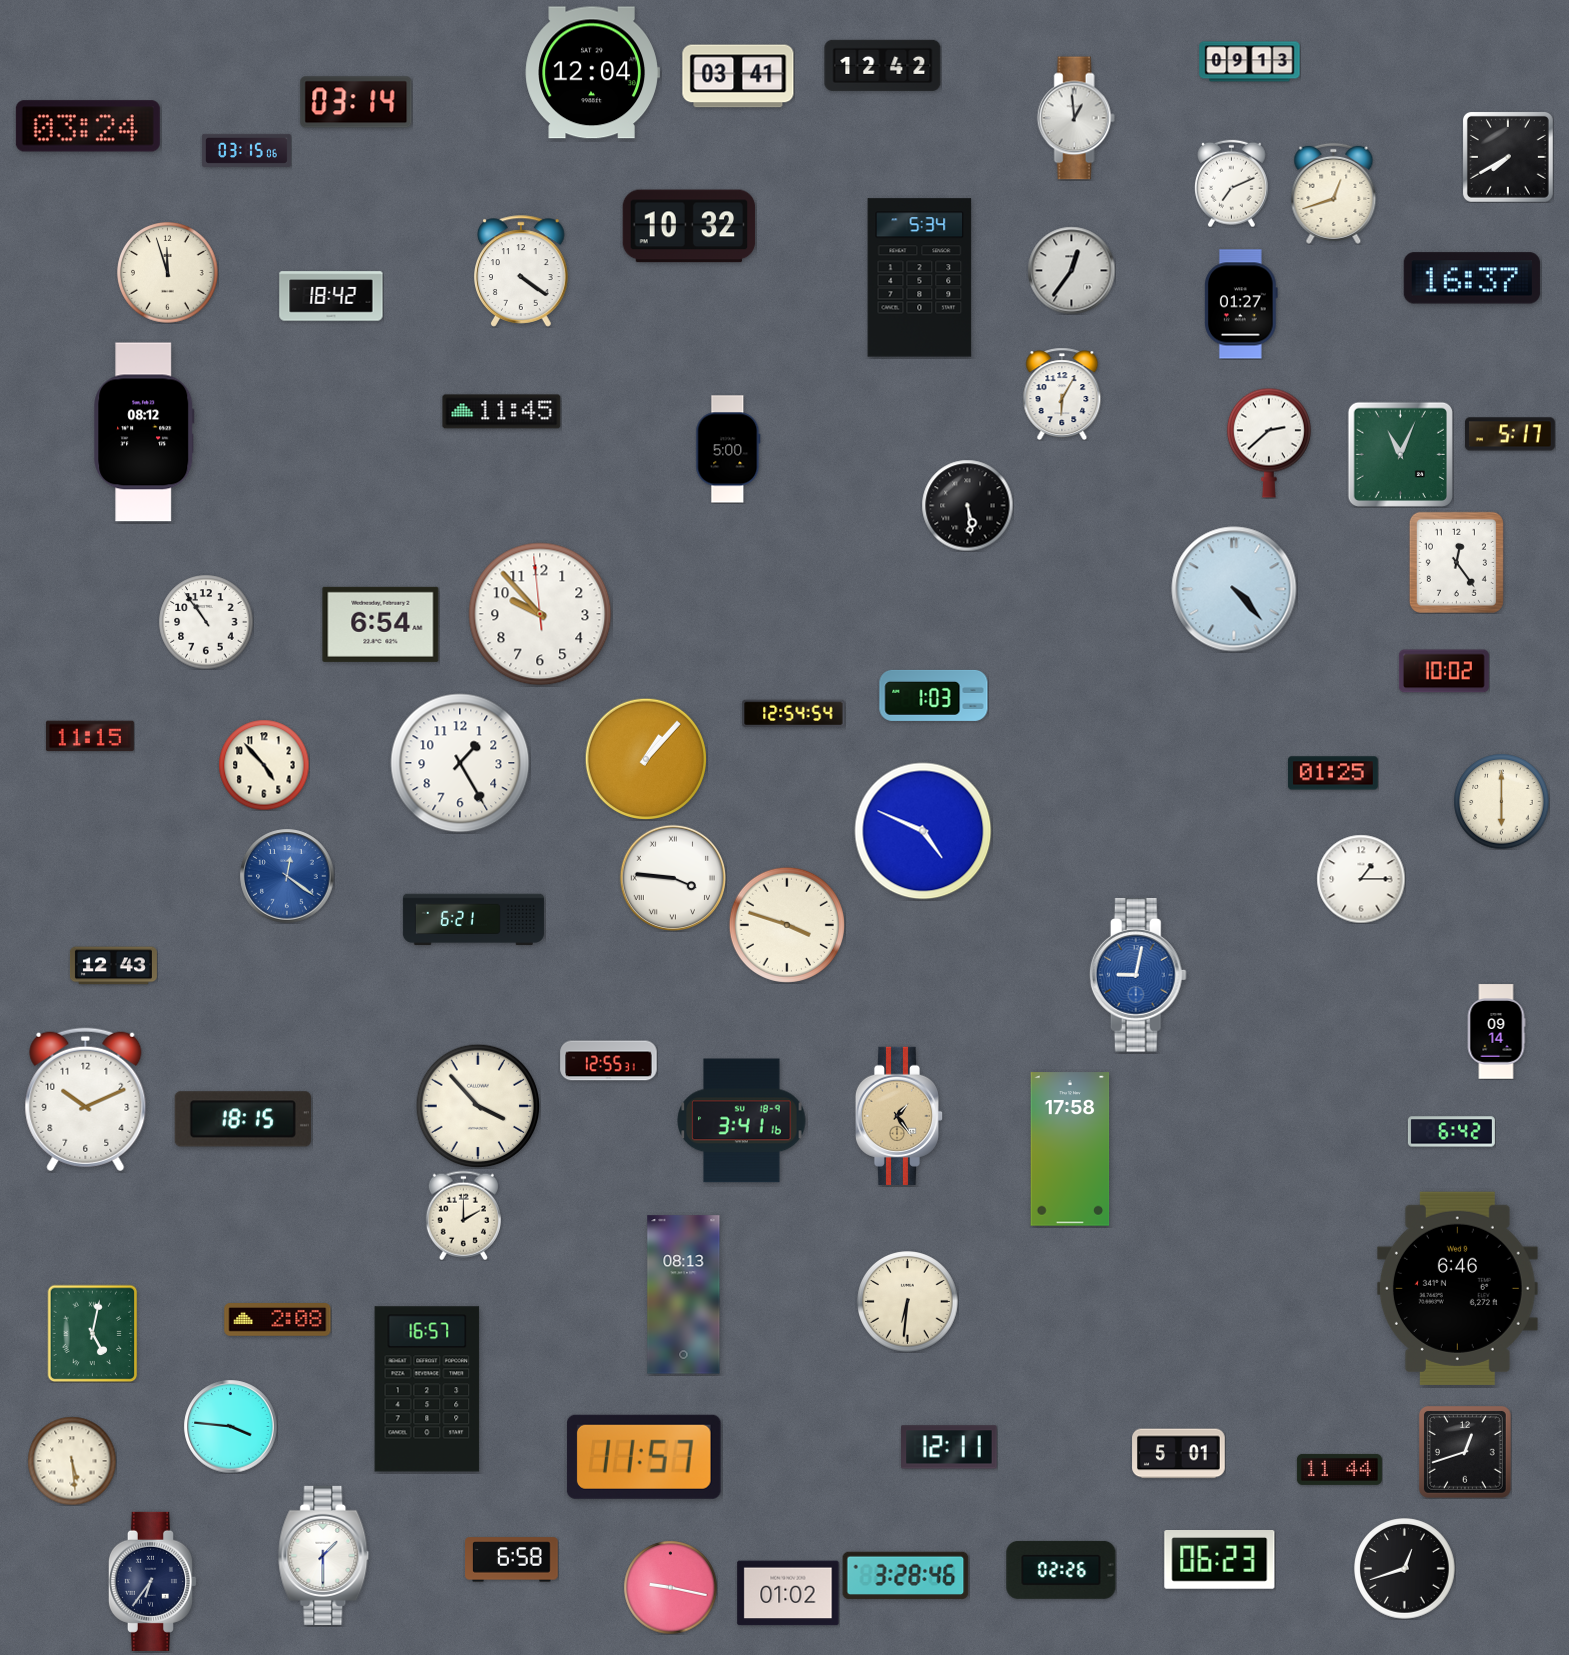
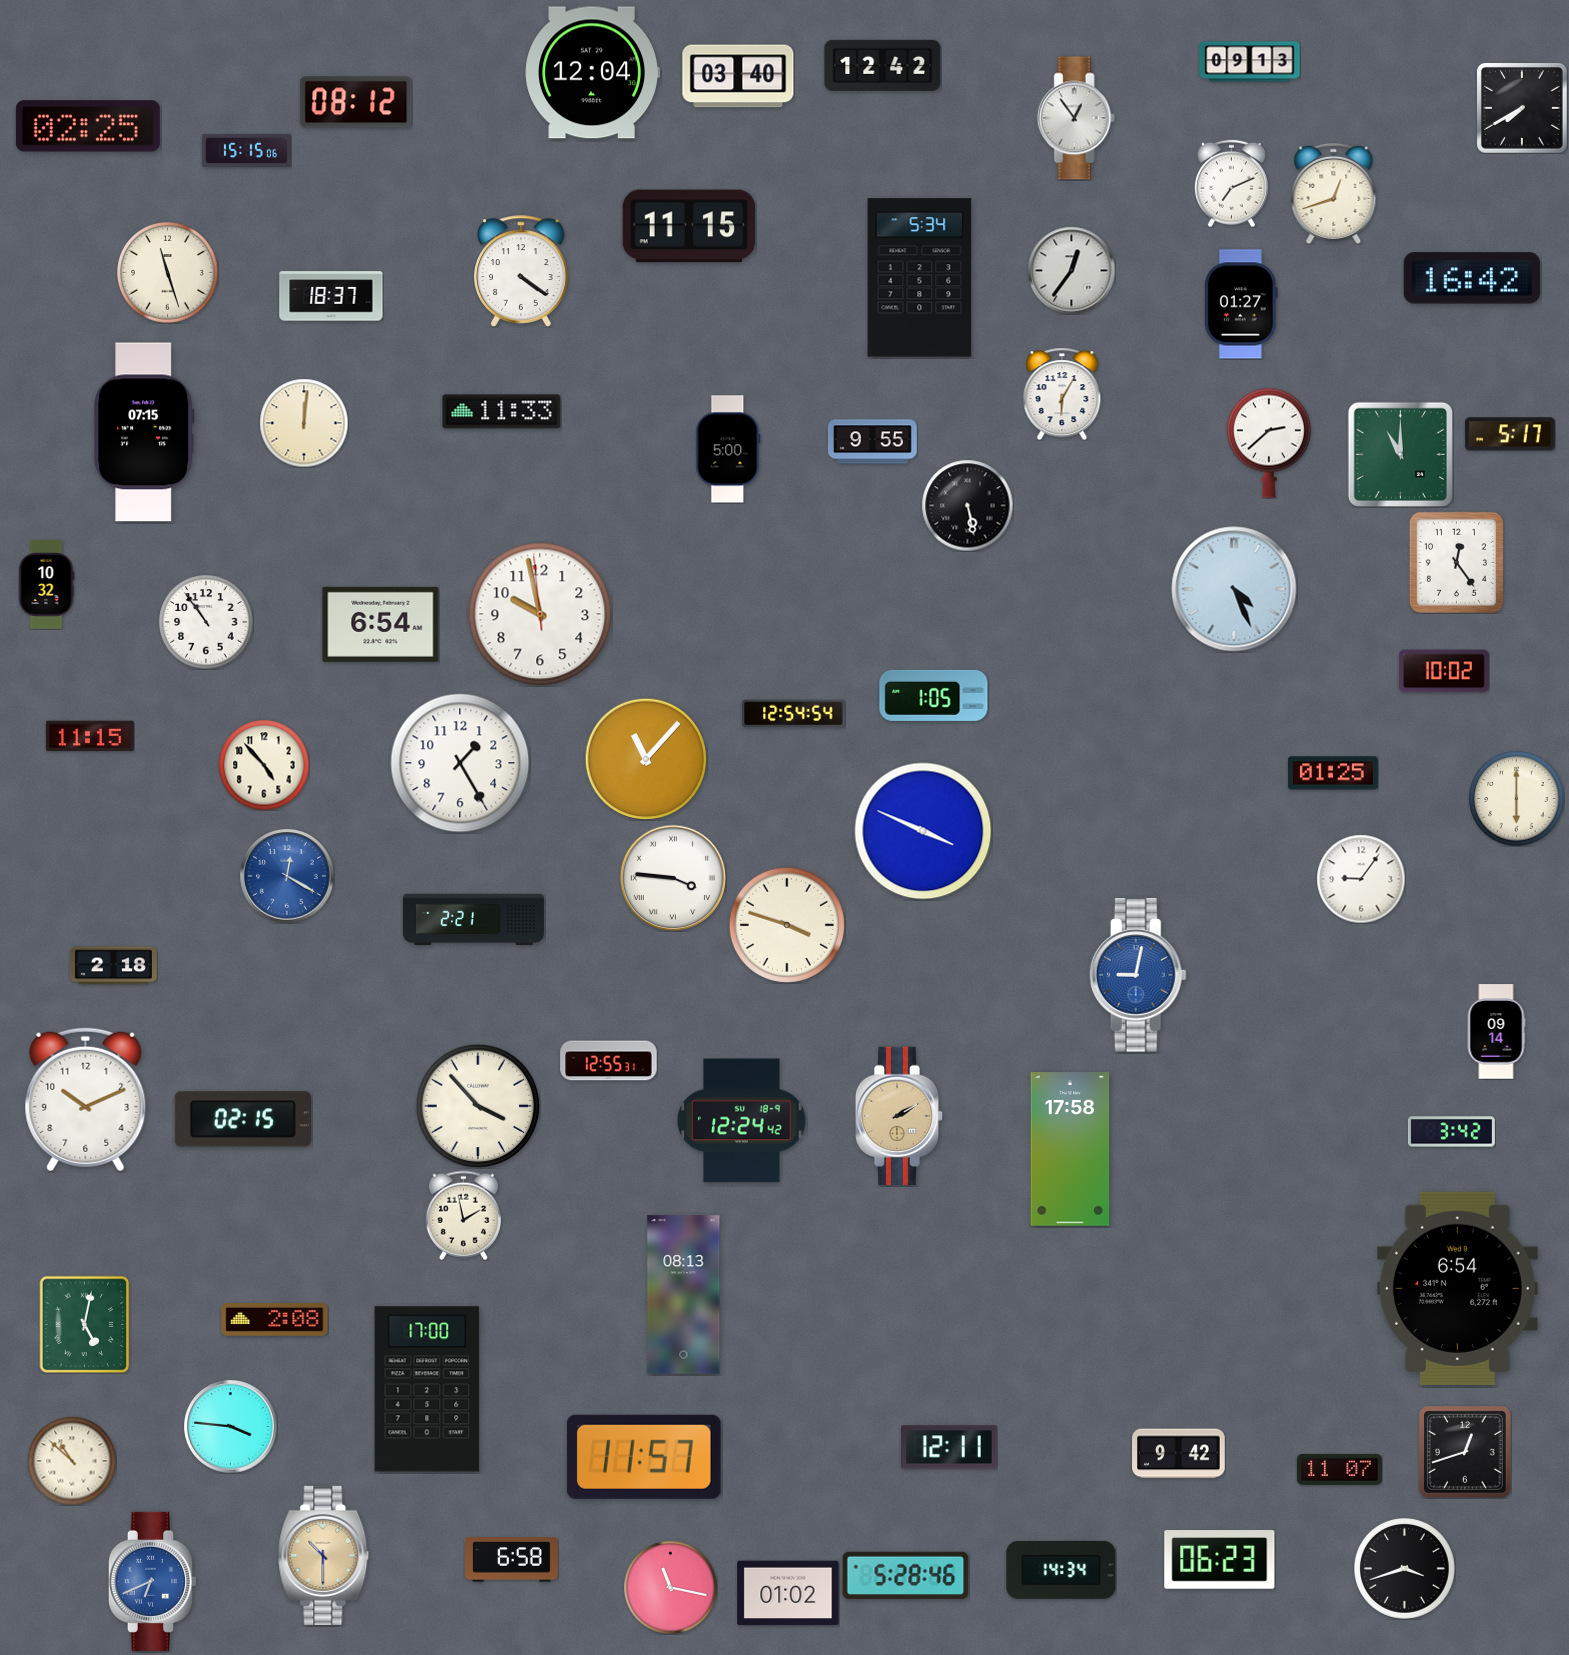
clock at (738, 76): 03:41 -> 03:40
clock at (356, 102): 03:14 -> 08:12
clock at (1076, 118): 12:59 -> 12:54
clock at (88, 126): 03:24 -> 02:25
clock at (246, 150): 03:15 -> 15:15
clock at (1508, 157) position: (1508, 157) -> (1522, 108)
clock at (689, 226): 10:32 -> 11:15
clock at (168, 273): 11:57 -> 11:27
clock at (1472, 278): 16:37 -> 16:42
clock at (331, 296): 18:42 -> 18:37
clock at (502, 412): 11:45 -> 11:33
clock at (304, 423): none -> 12:01
clock at (144, 432): 08:12 -> 07:15
clock at (872, 442): none -> 9:55
clock at (1400, 454): 11:04 -> 11:00
clock at (967, 505): 5:29 -> 5:28
clock at (46, 584): none -> 10:32
clock at (1234, 589): 4:23 -> 4:26
clock at (540, 614): 9:52 -> 9:57
clock at (934, 695): 1:03 -> 1:05
clock at (645, 758): 1:07 -> 11:07
clock at (1501, 801) position: (1501, 801) -> (1516, 798)
clock at (923, 831): 4:49 -> 3:49
clock at (287, 876): 12:21 -> 12:20
clock at (1361, 879): 1:15 -> 9:06
clock at (473, 920): 6:21 -> 2:21
clock at (113, 966): 12:43 -> 2:18
clock at (899, 1116): 1:24 -> 2:10
clock at (243, 1119): 18:15 -> 02:15
clock at (742, 1121): 3:41 -> 12:24
clock at (1451, 1132): 6:42 -> 3:42
clock at (463, 1215): 2:00 -> 1:58
clock at (1457, 1288): 6:46 -> 6:54
clock at (908, 1302): 6:31 -> none
clock at (278, 1320) position: (278, 1320) -> (275, 1320)
clock at (93, 1333) position: (93, 1333) -> (85, 1324)
clock at (427, 1389): 16:57 -> 17:00
clock at (1179, 1454): 5:01 -> 9:42
clock at (72, 1461): 5:29 -> 10:52
clock at (1339, 1469): 11:44 -> 11:07
clock at (324, 1555): 1:30 -> 10:30
clock at (324, 1555) dial: white -> champagne
clock at (1405, 1569): 12:42 -> 3:42
clock at (1061, 1570): 02:26 -> 14:34
clock at (906, 1576): 3:28 -> 5:28
clock at (152, 1581): 6:36 -> 6:41
clock at (152, 1581) dial: navy -> blue
clock at (670, 1587): 9:17 -> 11:17
